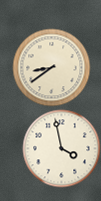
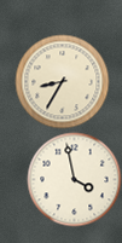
clock at (51, 67): 8:39 -> 8:35
